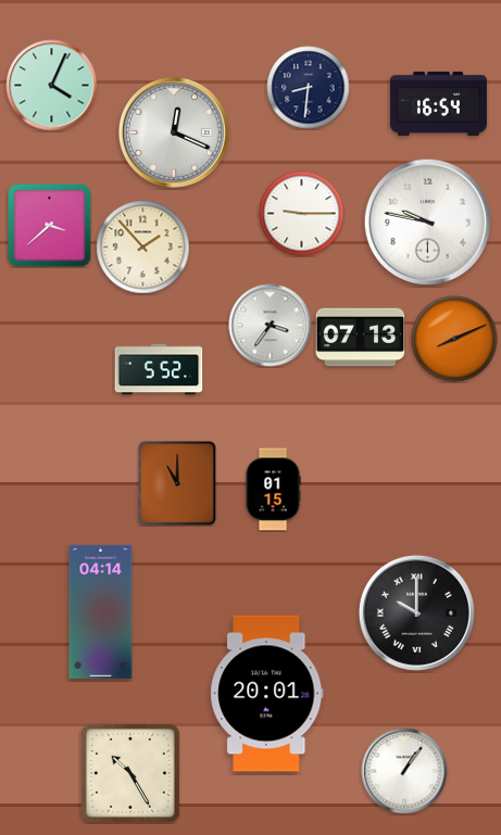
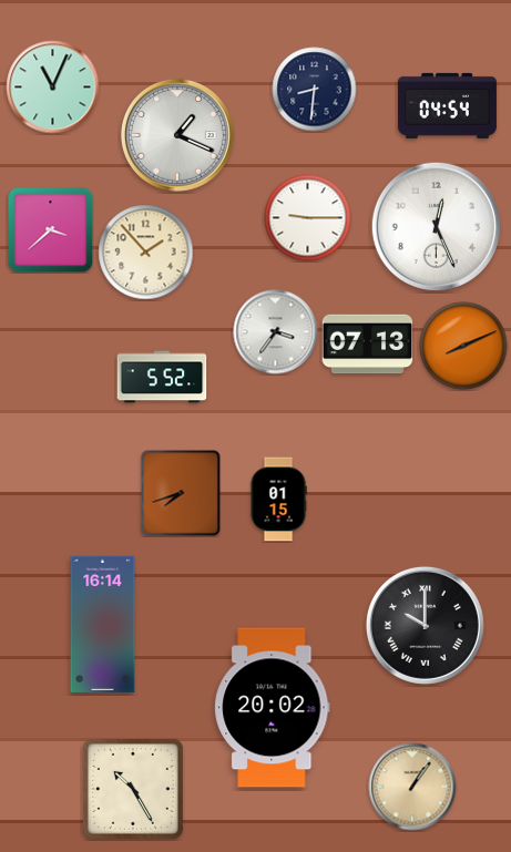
clock at (52, 86): 4:04 -> 11:04
clock at (438, 103): 16:54 -> 04:54
clock at (174, 132): 12:19 -> 1:19
clock at (427, 222): 9:47 -> 12:26
clock at (177, 483): 11:00 -> 7:42
clock at (101, 611): 04:14 -> 16:14
clock at (267, 694): 20:01 -> 20:02
clock at (404, 771) dial: white -> champagne
